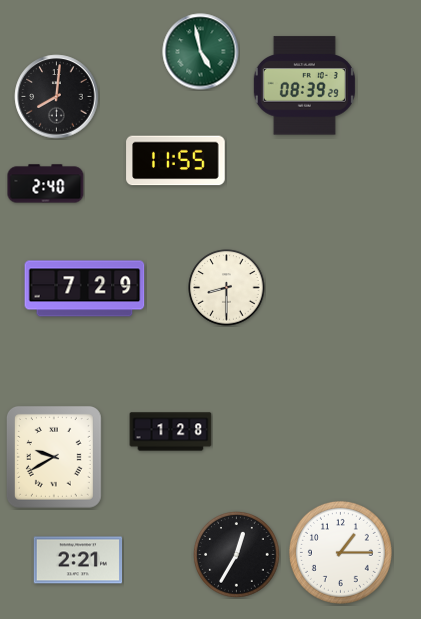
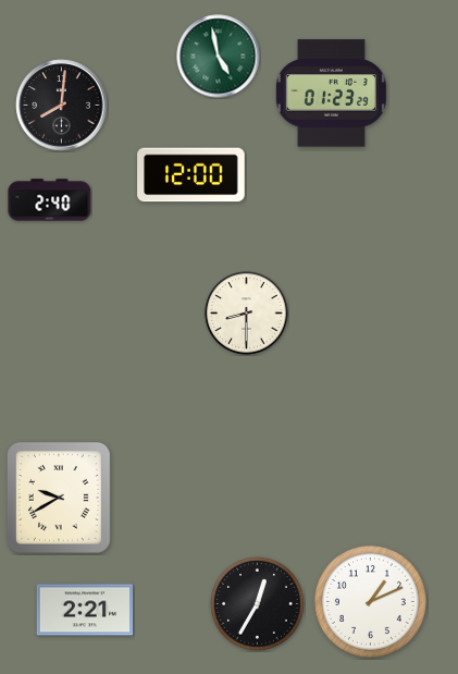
clock at (304, 86): 08:39 -> 01:23
clock at (176, 161): 11:55 -> 12:00
clock at (85, 289): 7:29 -> none
clock at (171, 432): 1:28 -> none
clock at (340, 552): 1:15 -> 1:11
